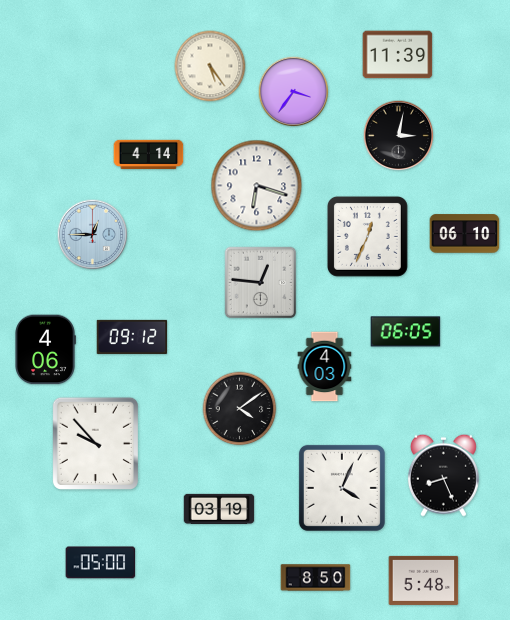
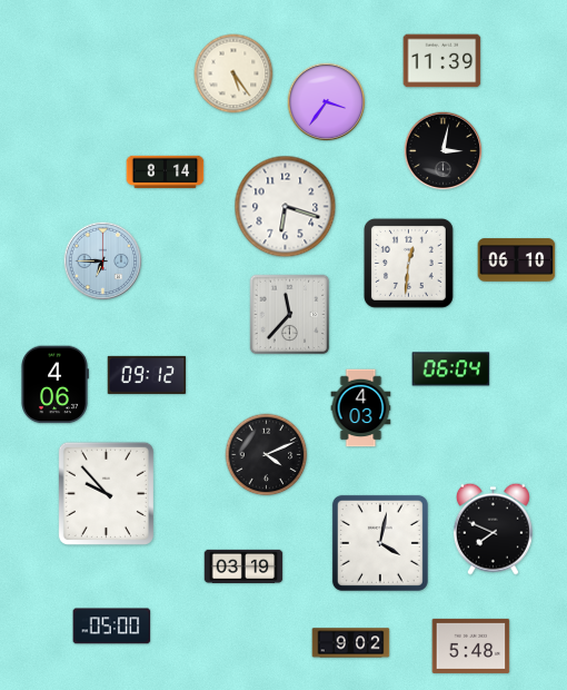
clock at (149, 155): 4:14 -> 8:14
clock at (93, 235): 12:45 -> 6:45
clock at (367, 236): 12:34 -> 12:31
clock at (261, 283): 12:46 -> 11:37
clock at (406, 332): 06:05 -> 06:04
clock at (45, 350) position: (45, 350) -> (54, 385)
clock at (240, 409): 4:09 -> 4:11
clock at (443, 475): 8:26 -> 7:49
clock at (342, 488): 4:04 -> 4:02
clock at (316, 578): 8:50 -> 9:02
